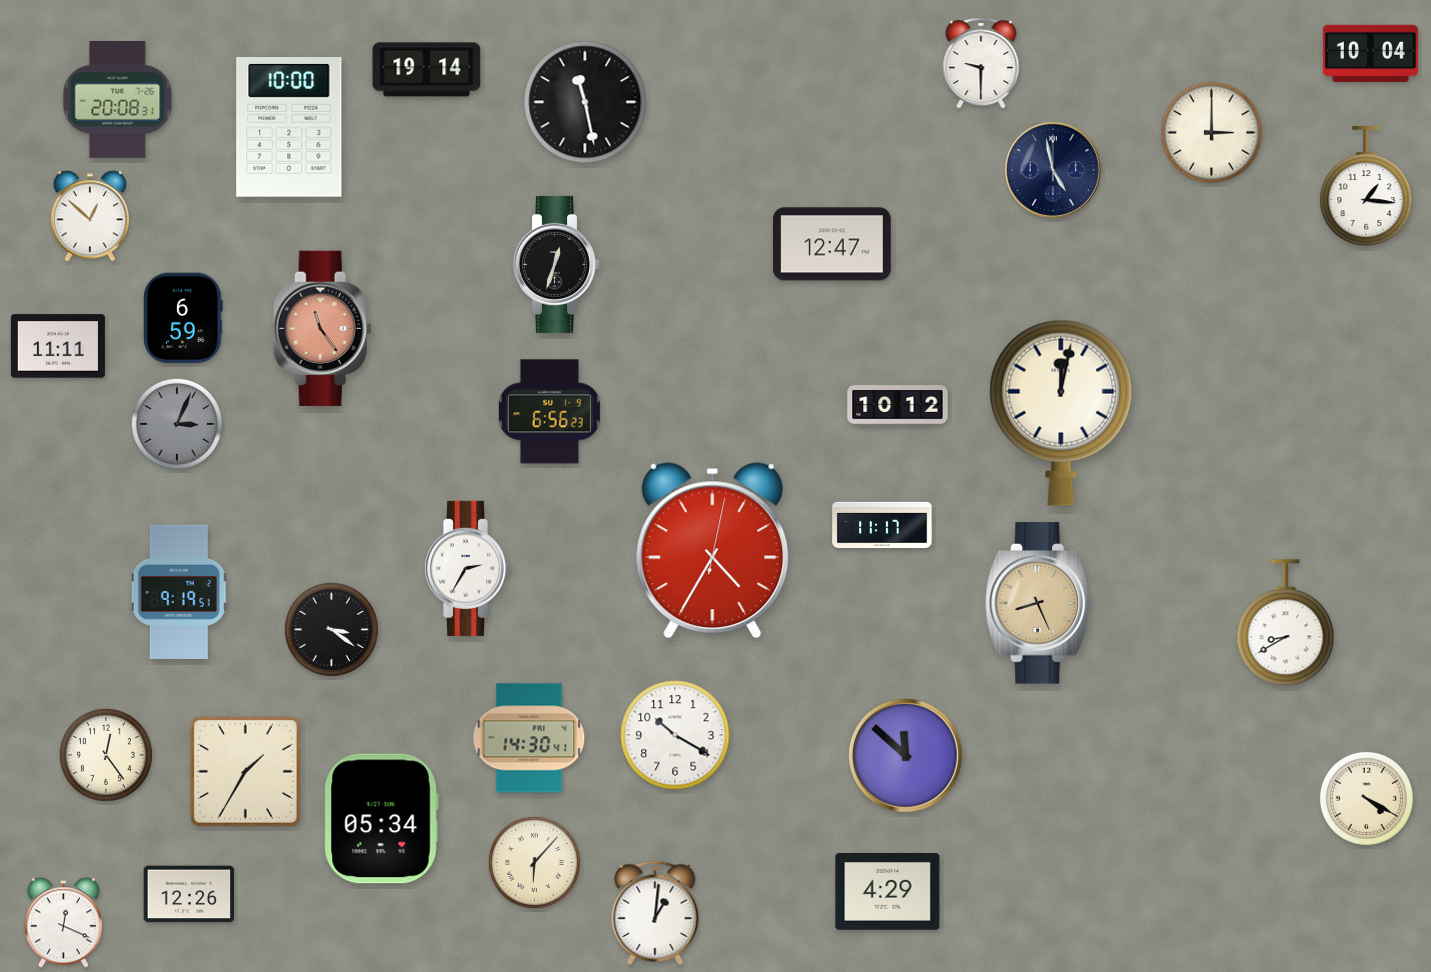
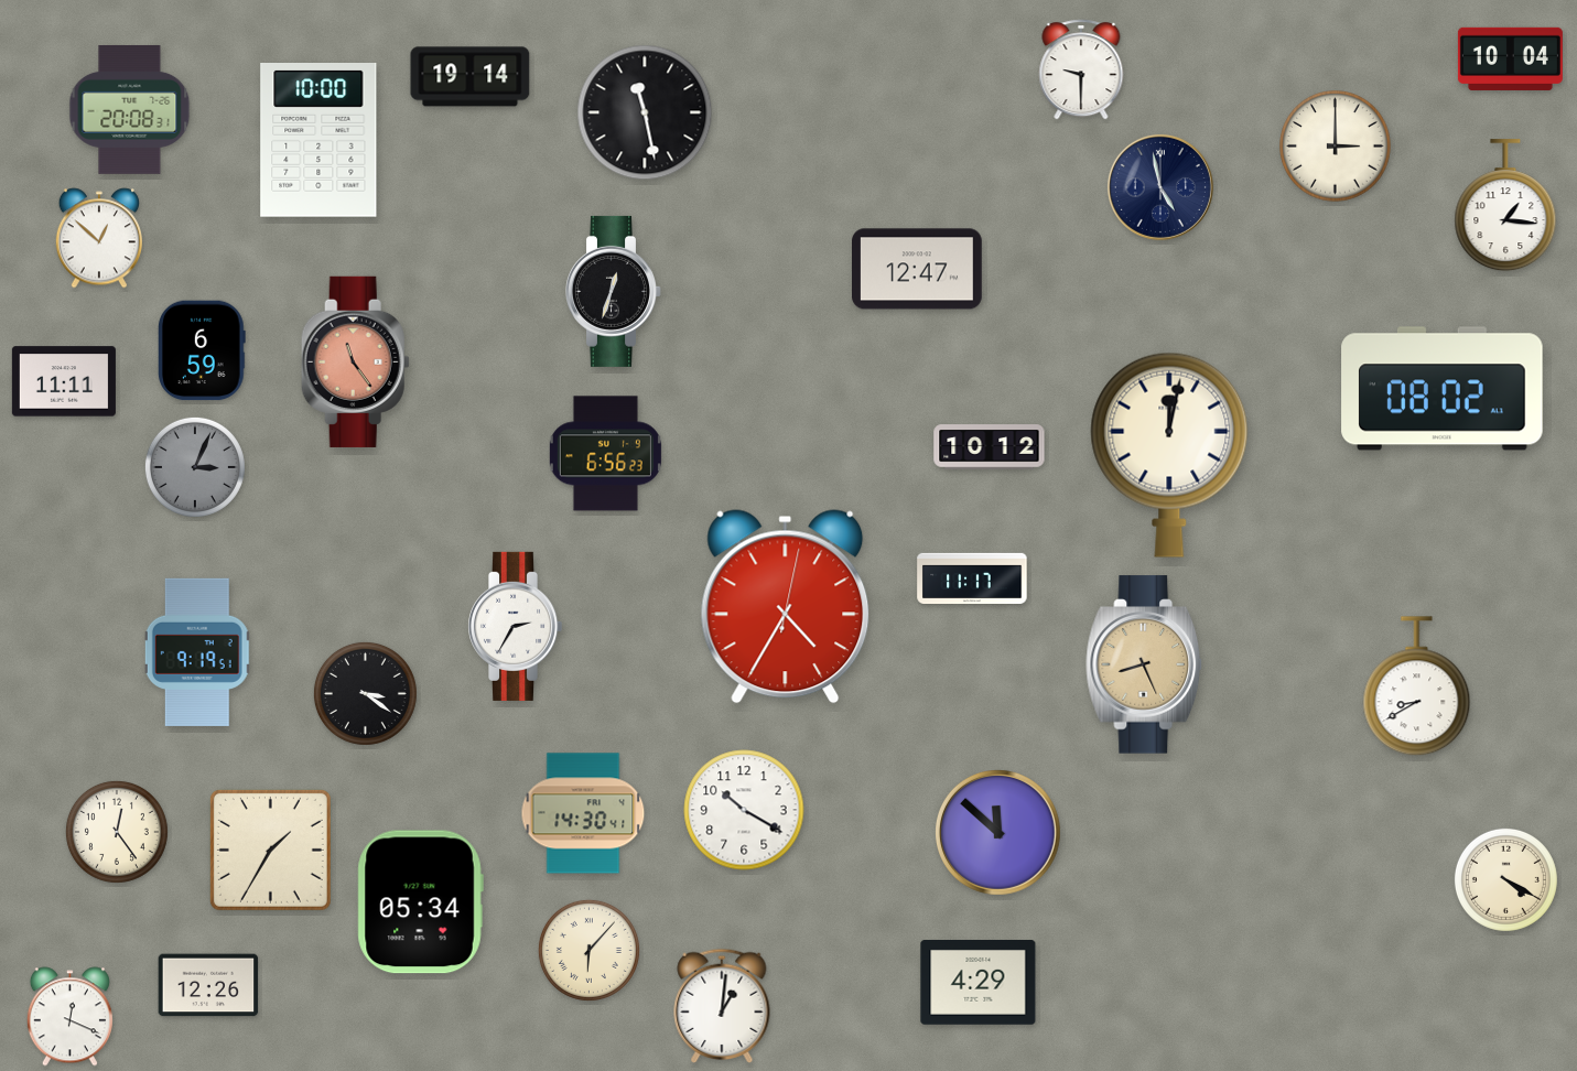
clock at (1443, 389): none -> 08:02
